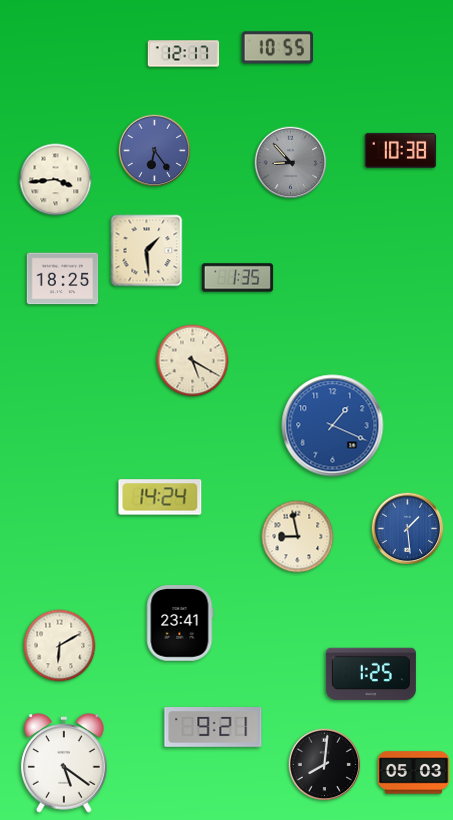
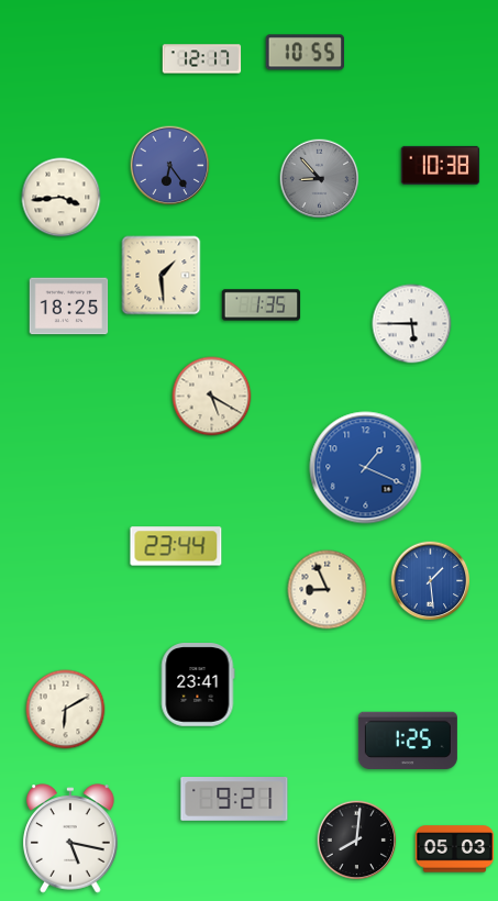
clock at (412, 324): none -> 5:45
clock at (160, 497): 14:24 -> 23:44
clock at (408, 529) position: (408, 529) -> (431, 581)
clock at (298, 537): 8:58 -> 8:56
clock at (64, 763): 5:21 -> 5:17
